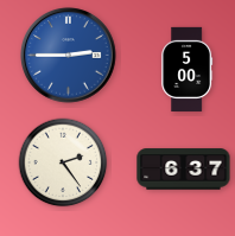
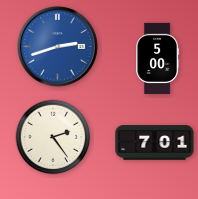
clock at (69, 56): 2:45 -> 2:42
clock at (184, 170): 6:37 -> 7:01
